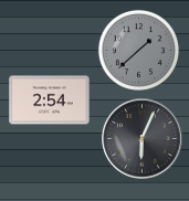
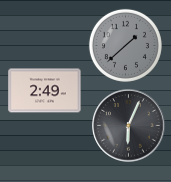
clock at (50, 100): 2:54 -> 2:49
